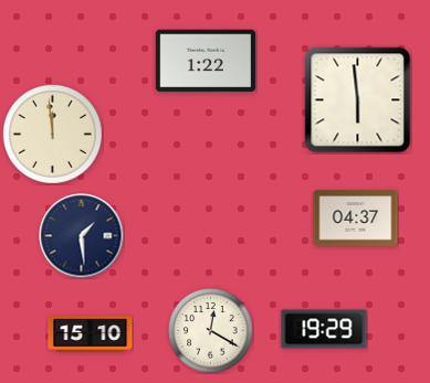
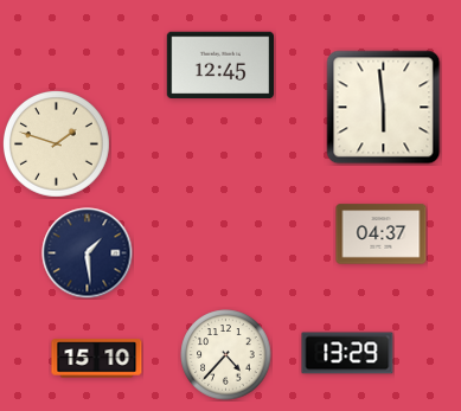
clock at (204, 61): 1:22 -> 12:45
clock at (53, 135): 11:59 -> 1:48
clock at (324, 329): 19:29 -> 13:29
clock at (211, 331): 12:20 -> 4:37
